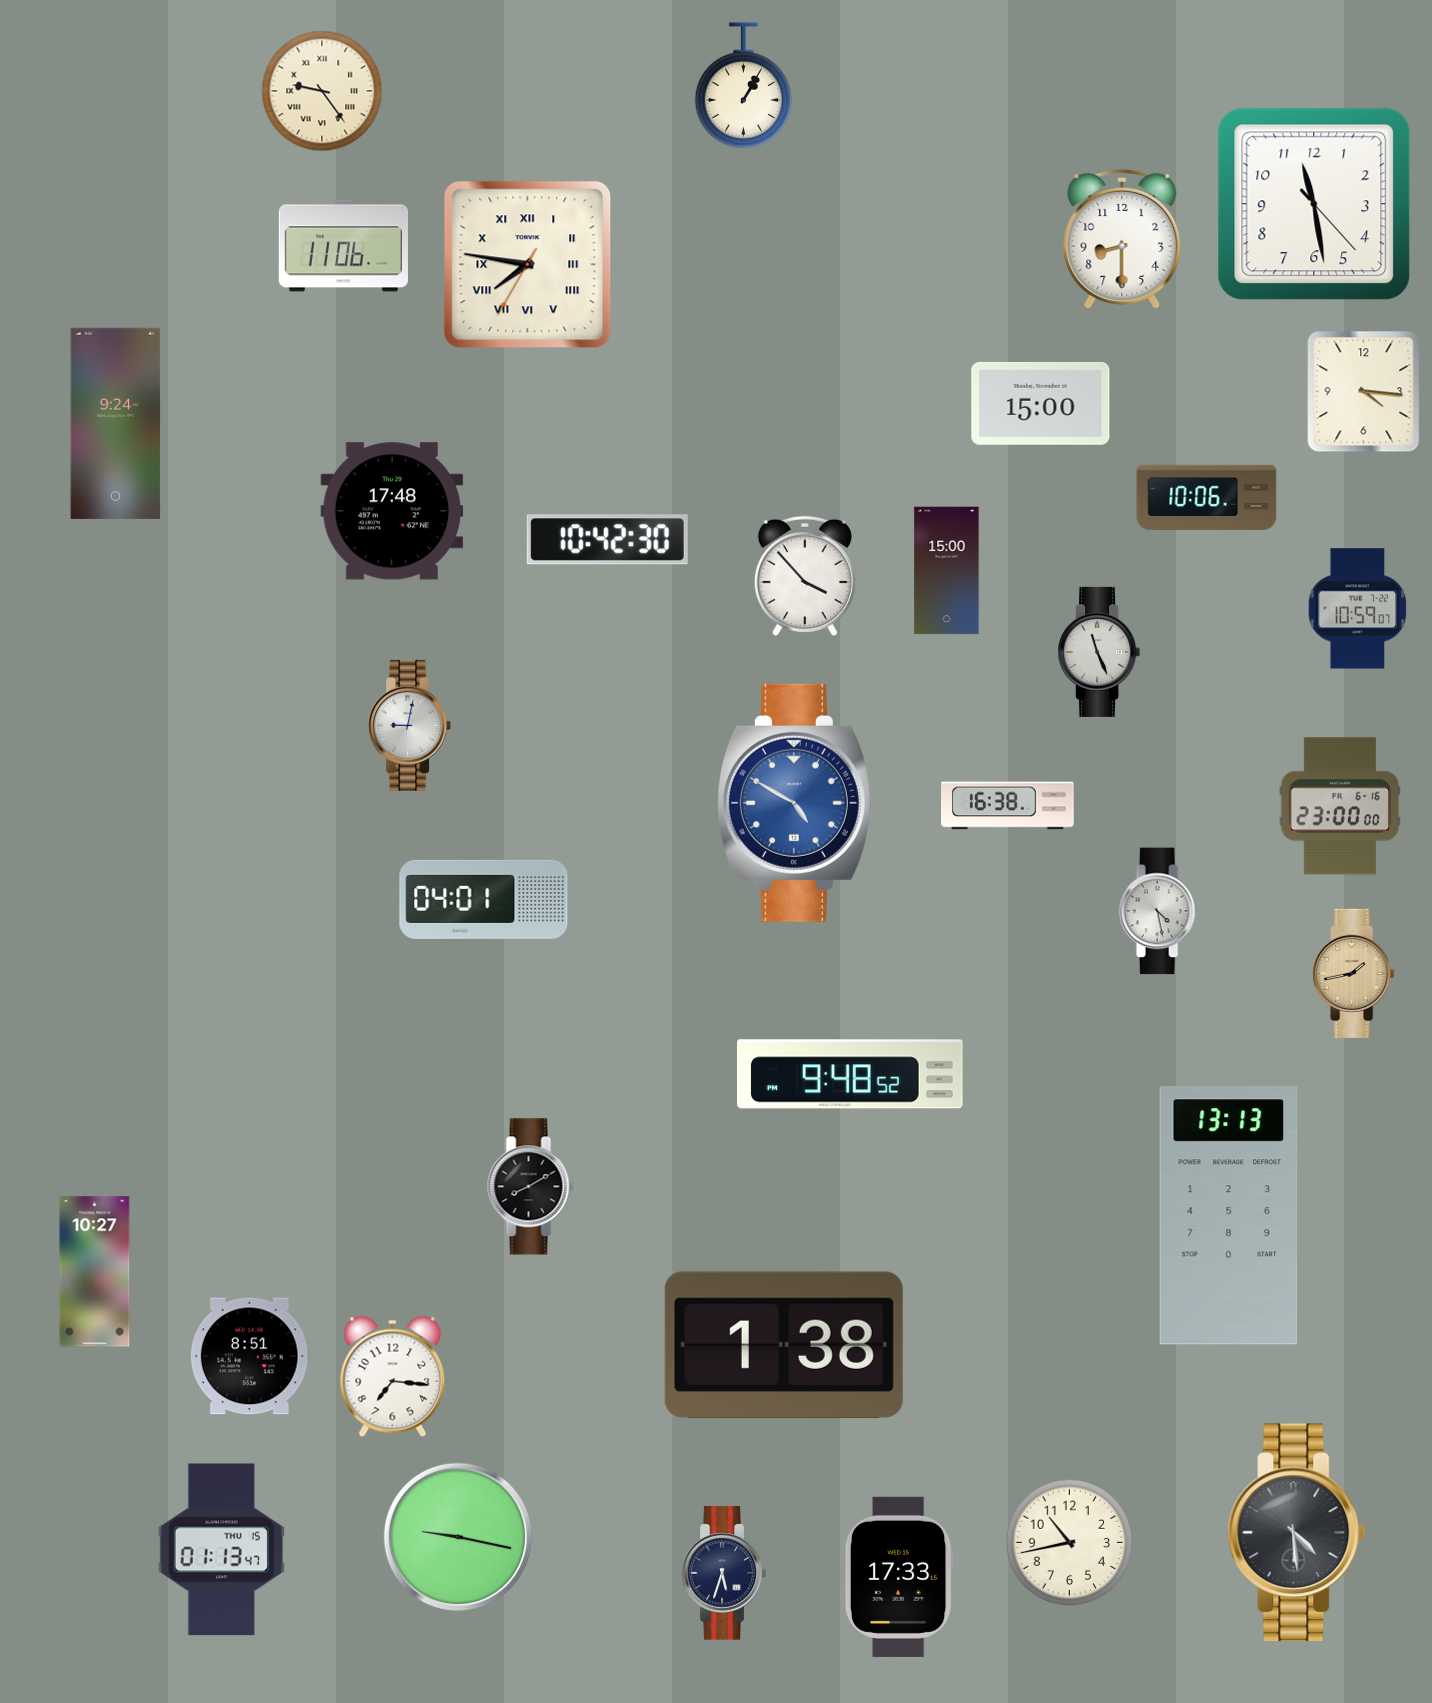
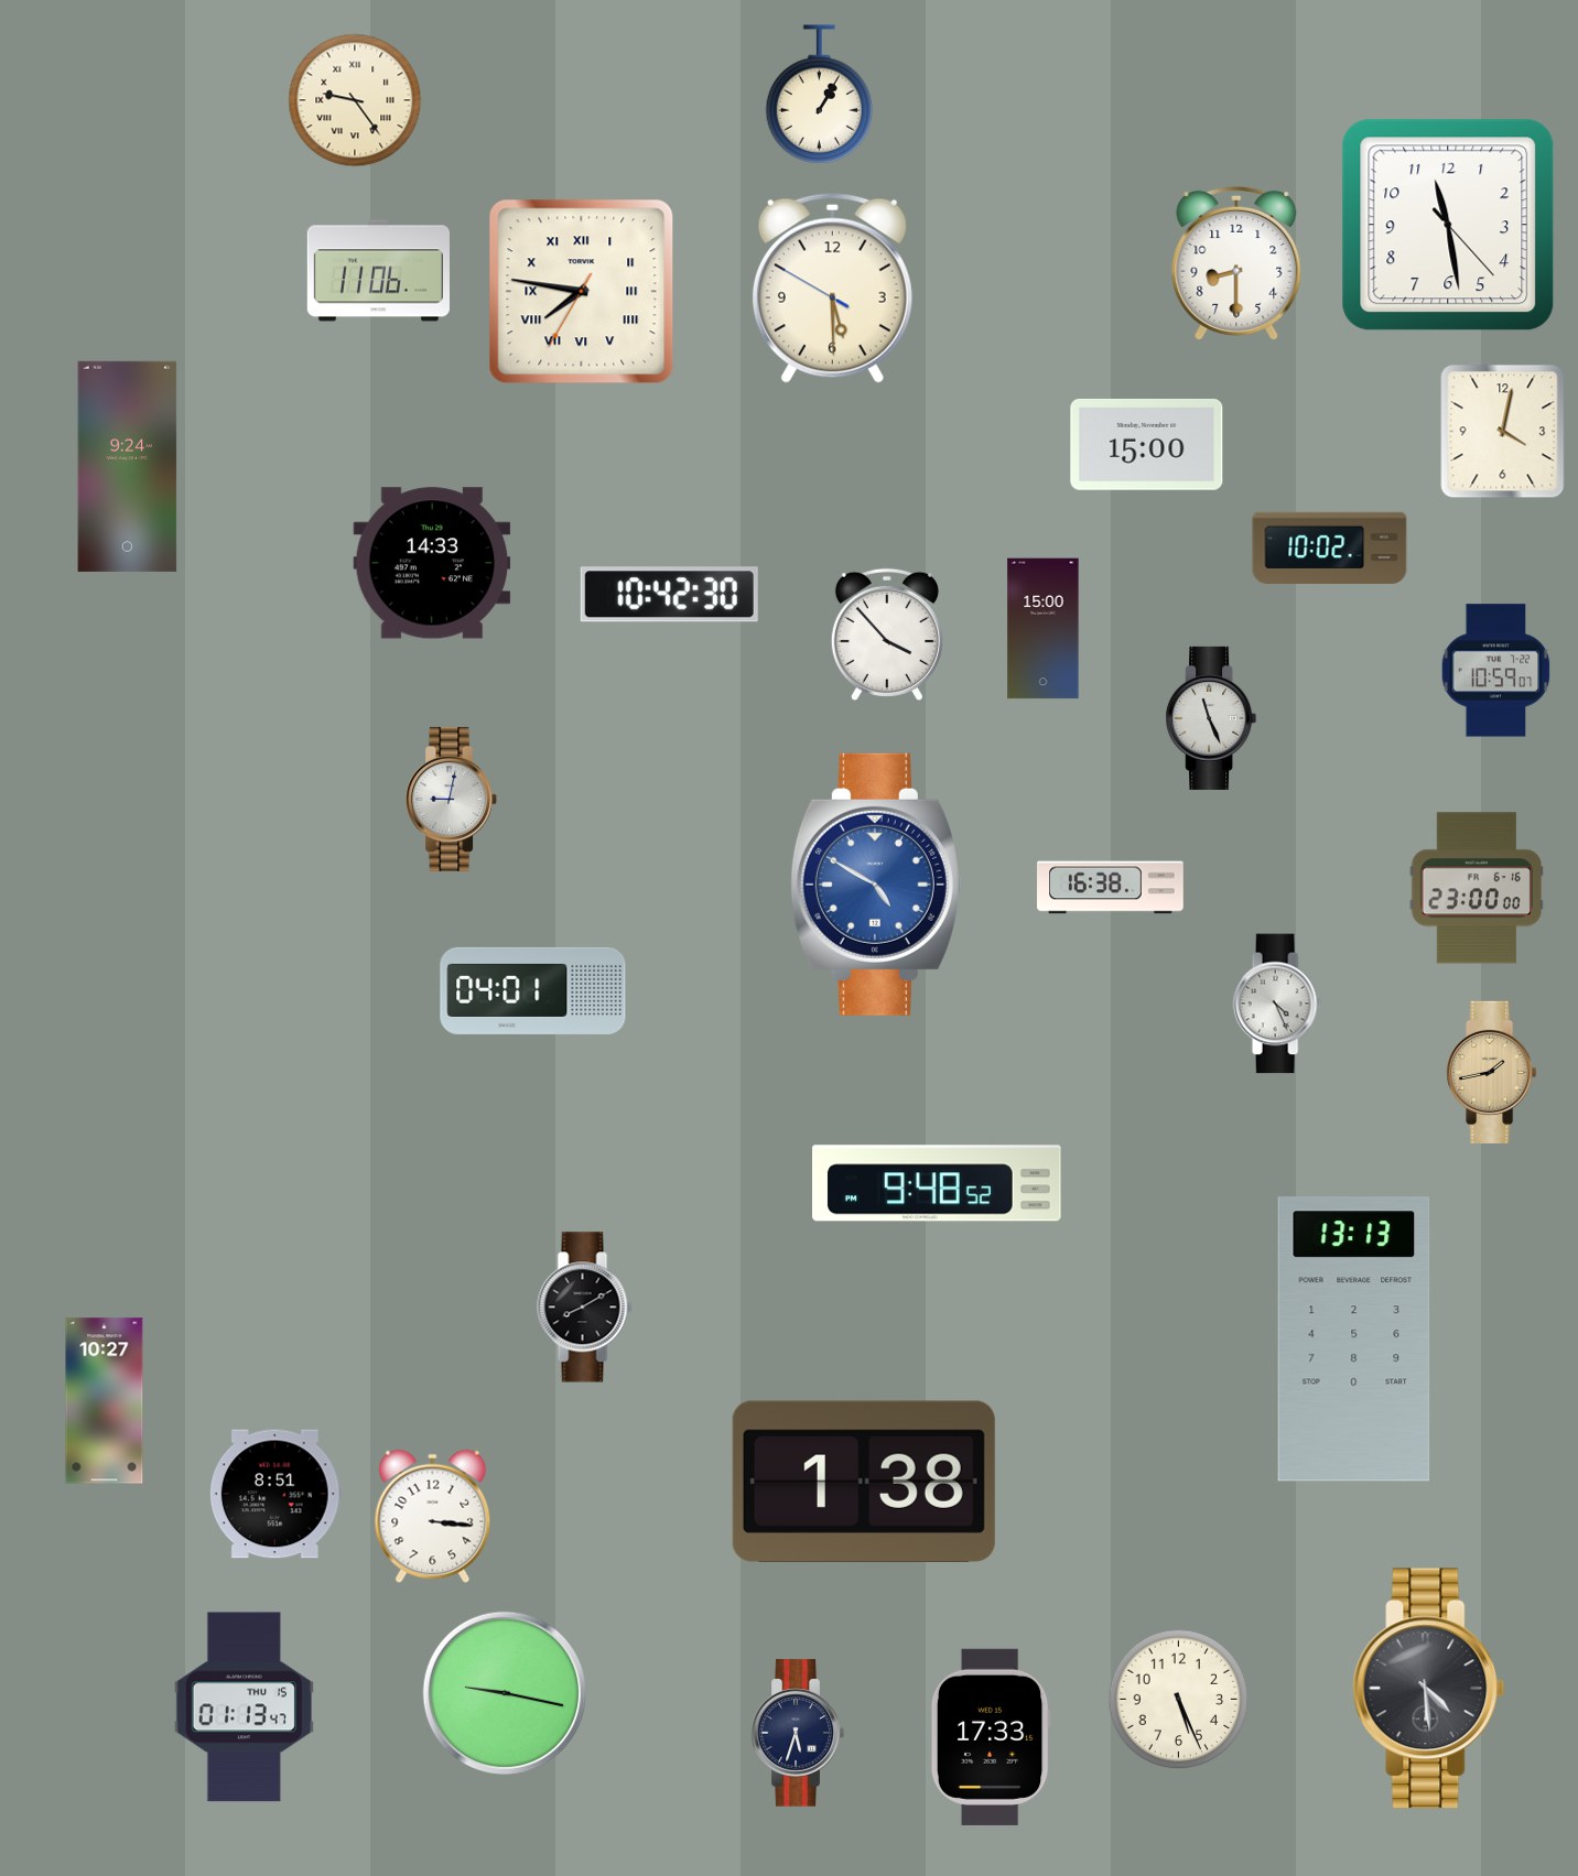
clock at (832, 288): none -> 5:29
clock at (1364, 392): 4:16 -> 4:02
clock at (1207, 497): 10:06 -> 10:02
clock at (392, 511): 17:48 -> 14:33
clock at (1159, 911): 4:28 -> 4:26
clock at (393, 1377): 7:16 -> 3:16
clock at (1070, 1543): 10:43 -> 5:26
